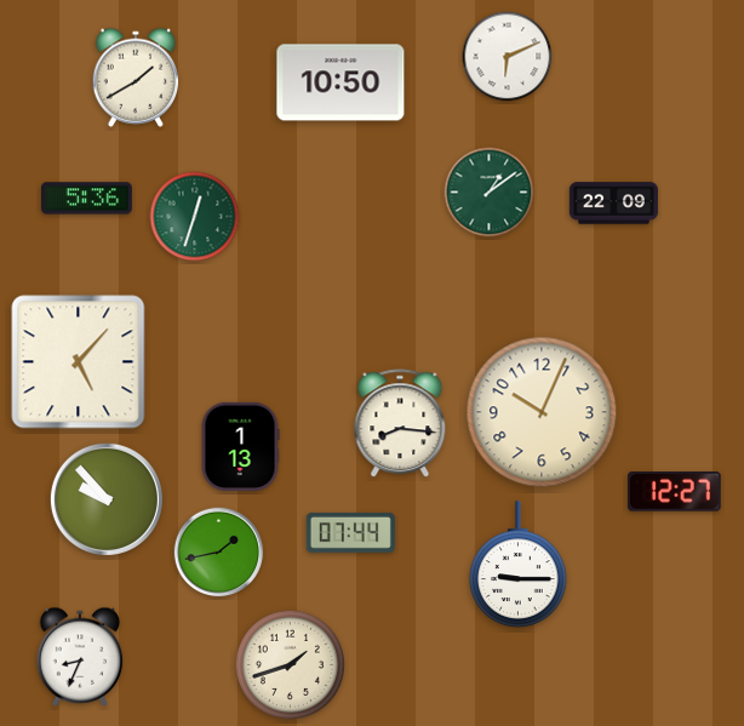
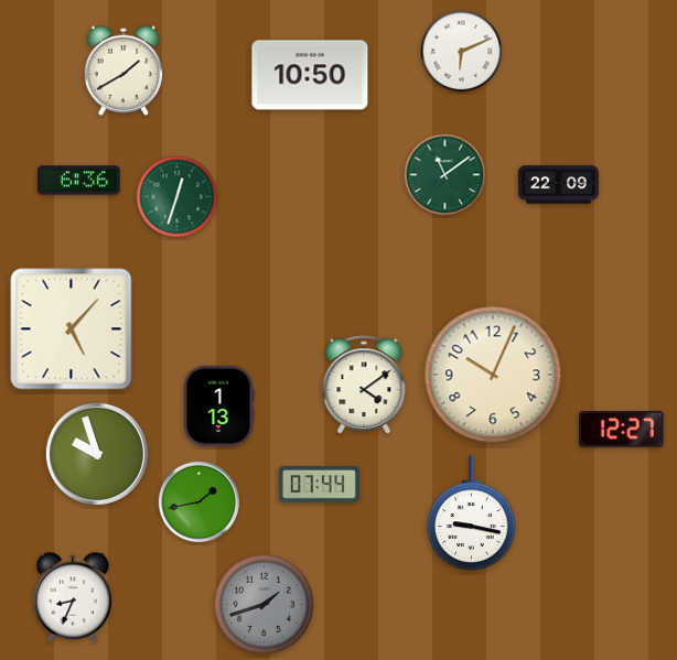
clock at (490, 193): 1:09 -> 11:09
clock at (86, 199): 5:36 -> 6:36
clock at (400, 424): 8:16 -> 4:09
clock at (675, 492) position: (675, 492) -> (622, 430)
clock at (107, 499): 9:53 -> 9:57
clock at (519, 565): 9:15 -> 9:17
clock at (290, 664) dial: cream -> grey
